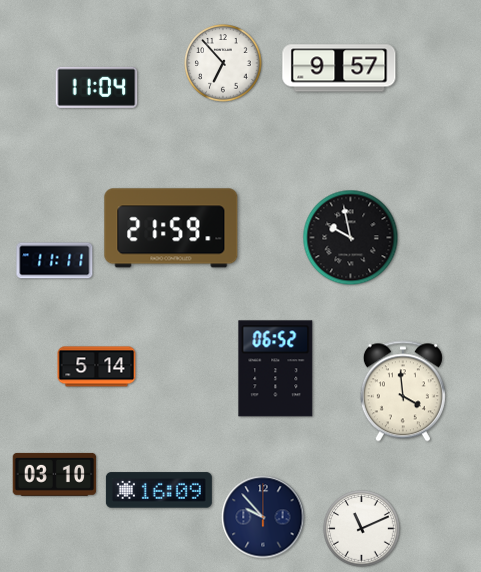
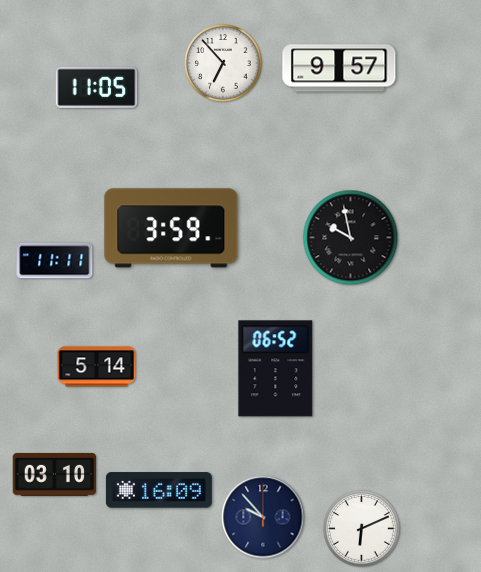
clock at (97, 87): 11:04 -> 11:05
clock at (171, 228): 21:59 -> 3:59
clock at (403, 391): 3:59 -> none
clock at (362, 529): 11:11 -> 6:11
